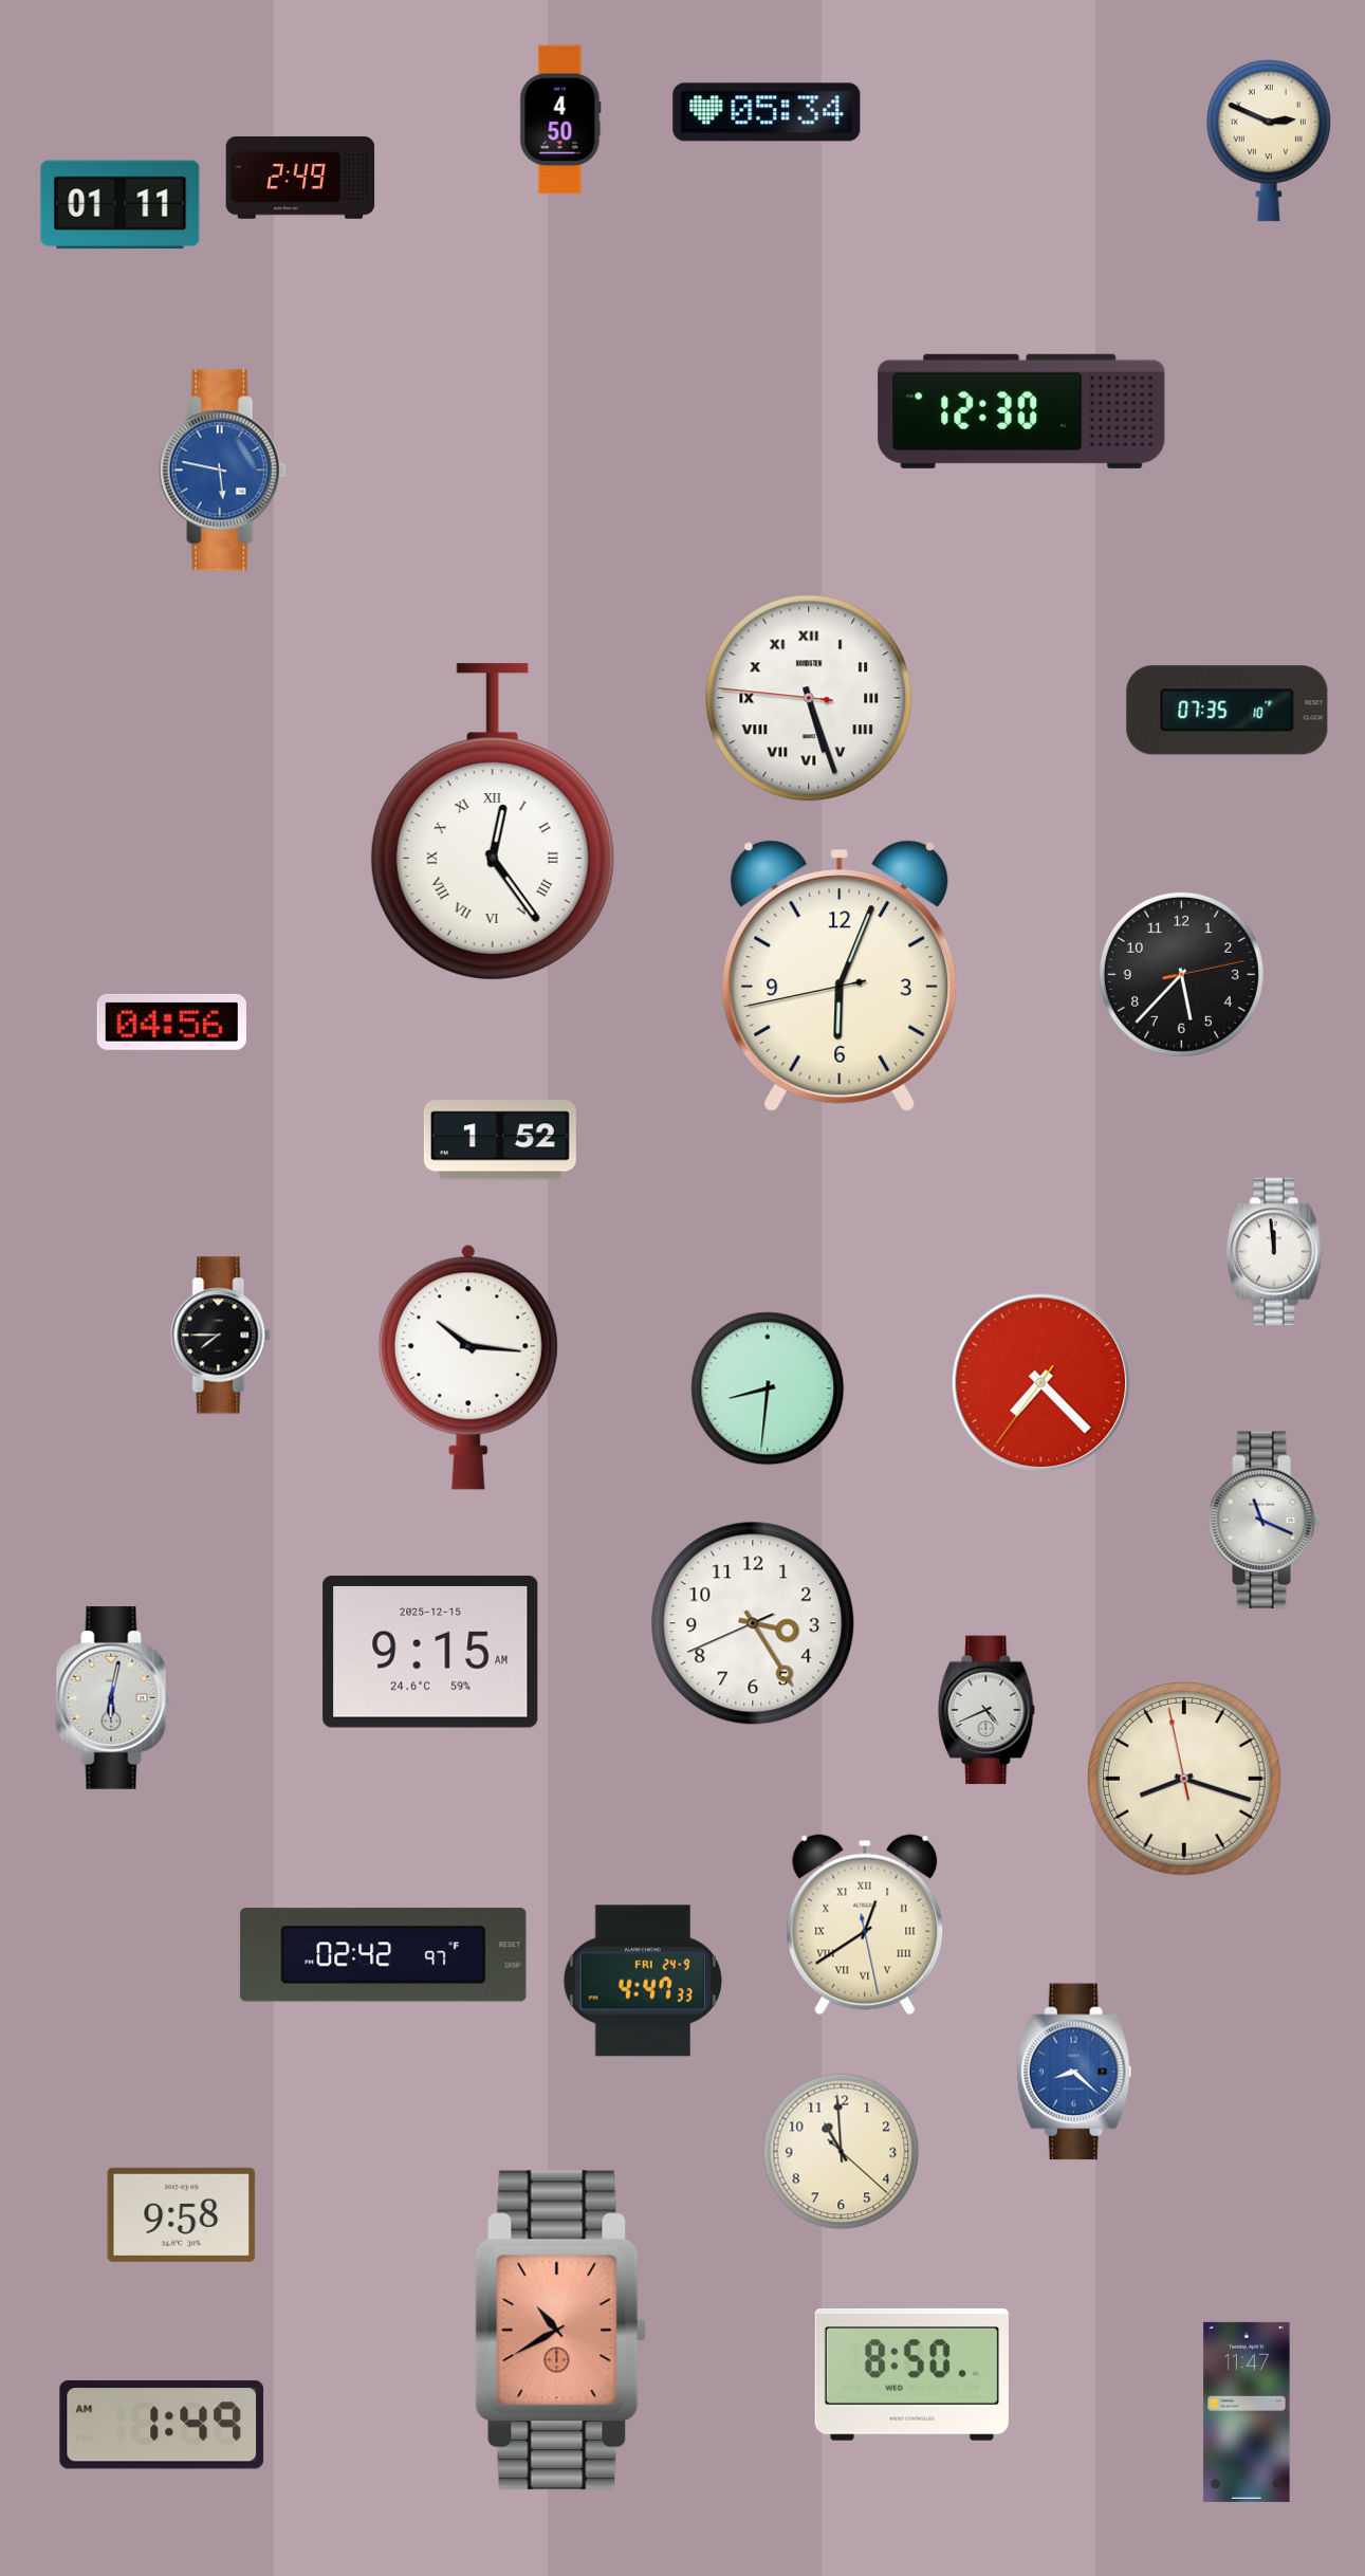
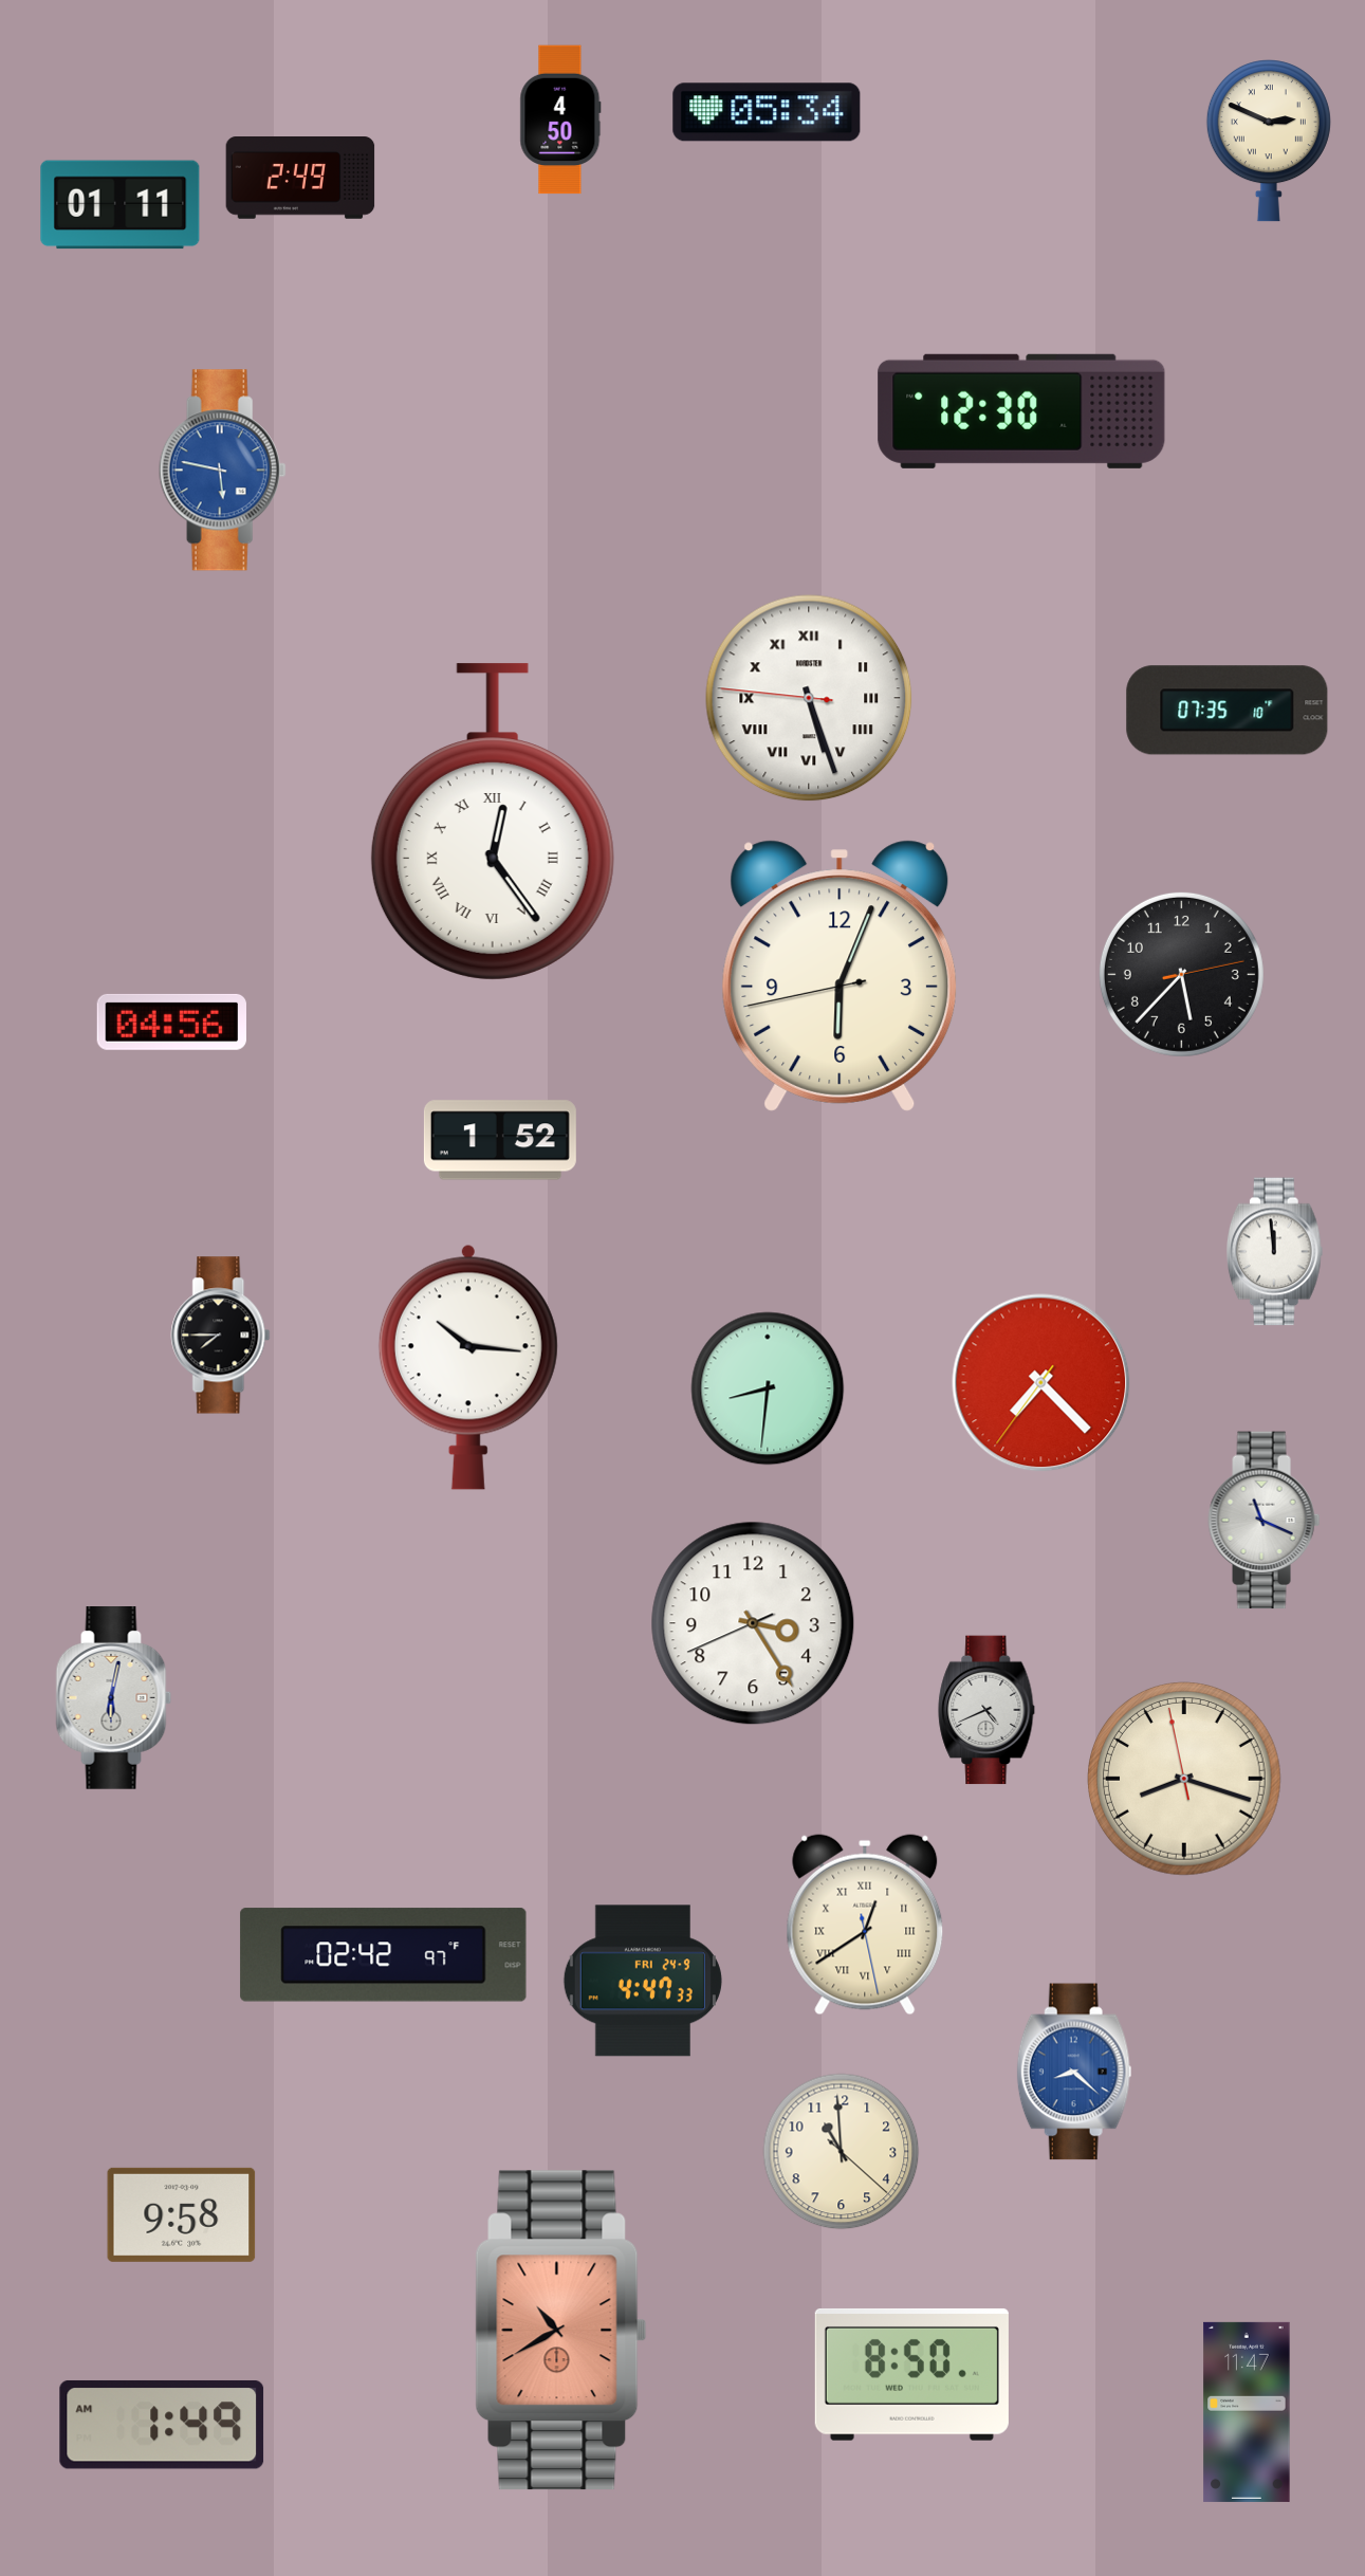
clock at (430, 1653): 9:15 -> none
